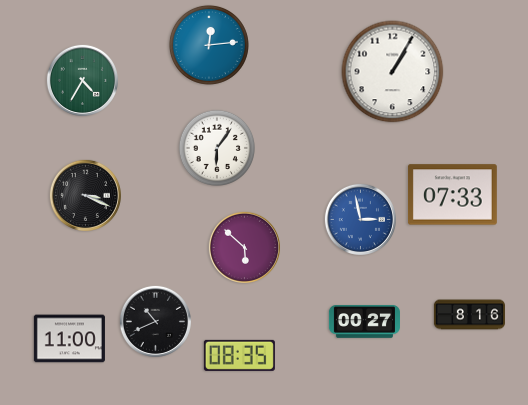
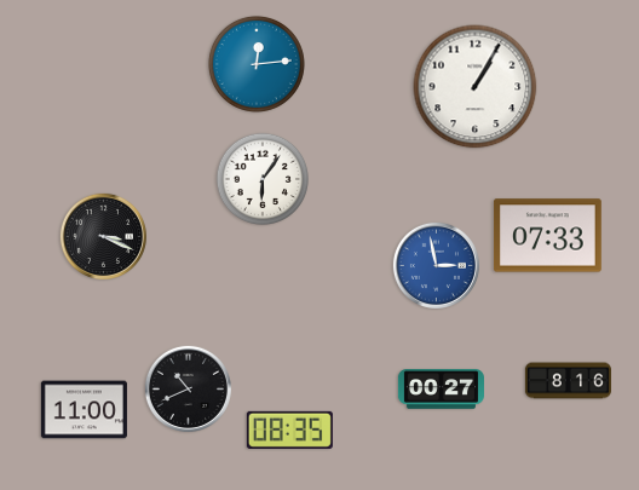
clock at (209, 45) position: (209, 45) -> (257, 64)
clock at (82, 80): 4:35 -> none
clock at (244, 247): 5:52 -> none
